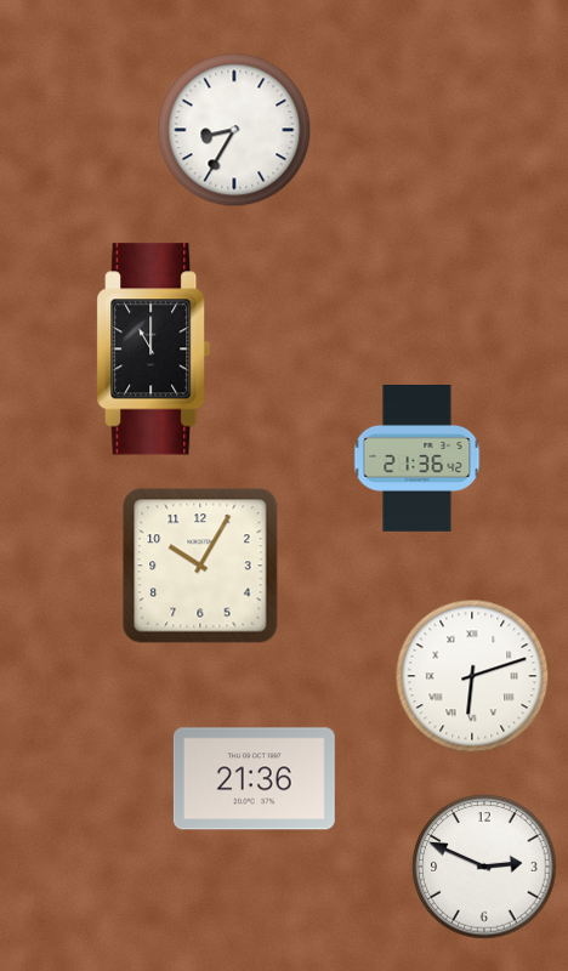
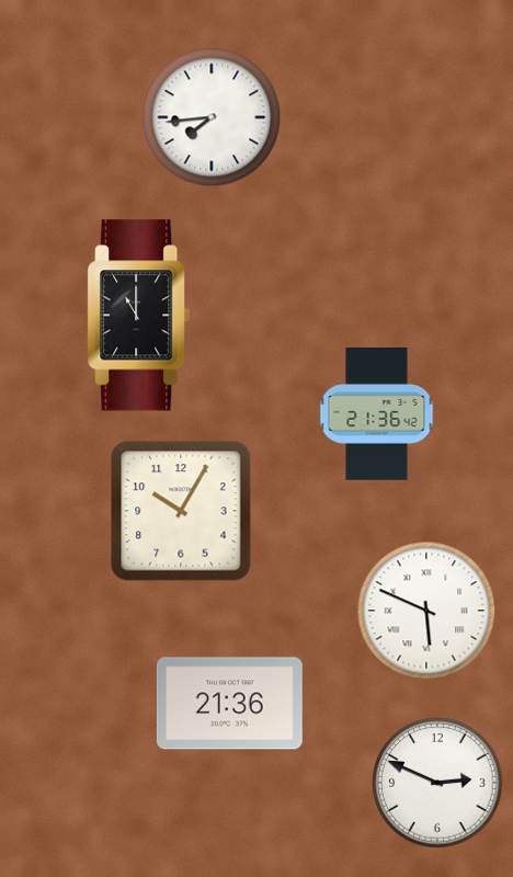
clock at (234, 130): 8:35 -> 7:44
clock at (472, 676): 6:12 -> 5:49
